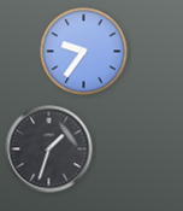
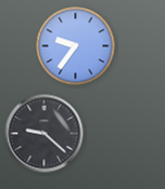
clock at (49, 150): 1:33 -> 9:22
